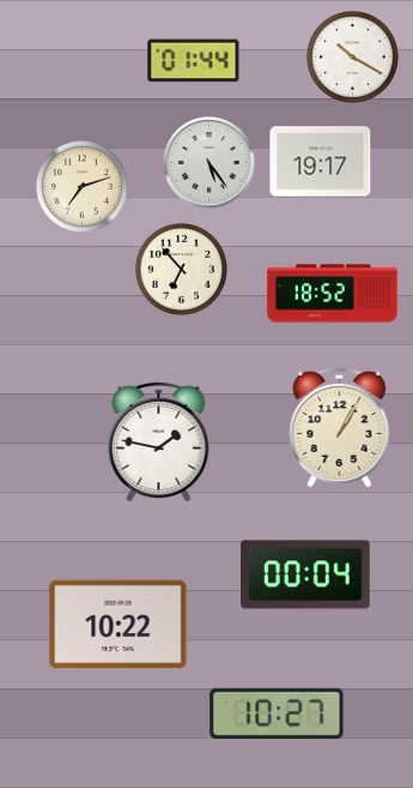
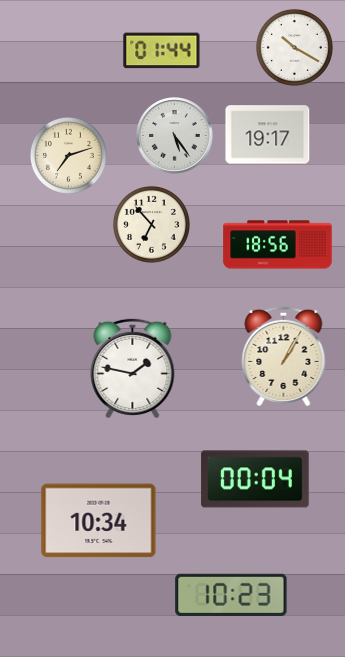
clock at (333, 294): 18:52 -> 18:56
clock at (119, 625): 10:22 -> 10:34
clock at (277, 712): 10:27 -> 10:23
